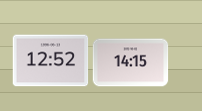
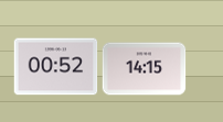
clock at (51, 61): 12:52 -> 00:52
